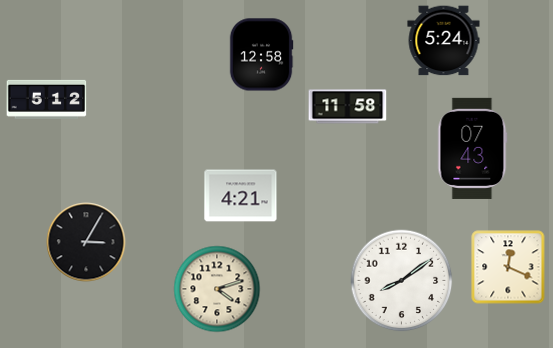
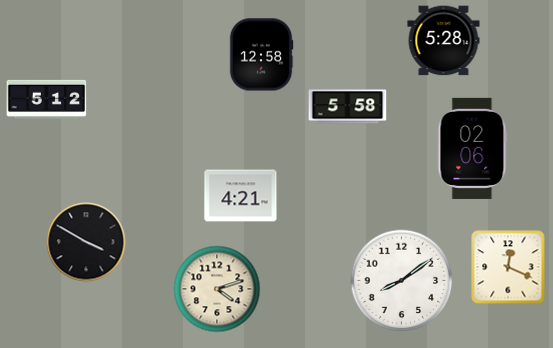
clock at (444, 41): 5:24 -> 5:28
clock at (348, 107): 11:58 -> 5:58
clock at (473, 148): 07:43 -> 02:06
clock at (86, 242): 3:05 -> 3:50
